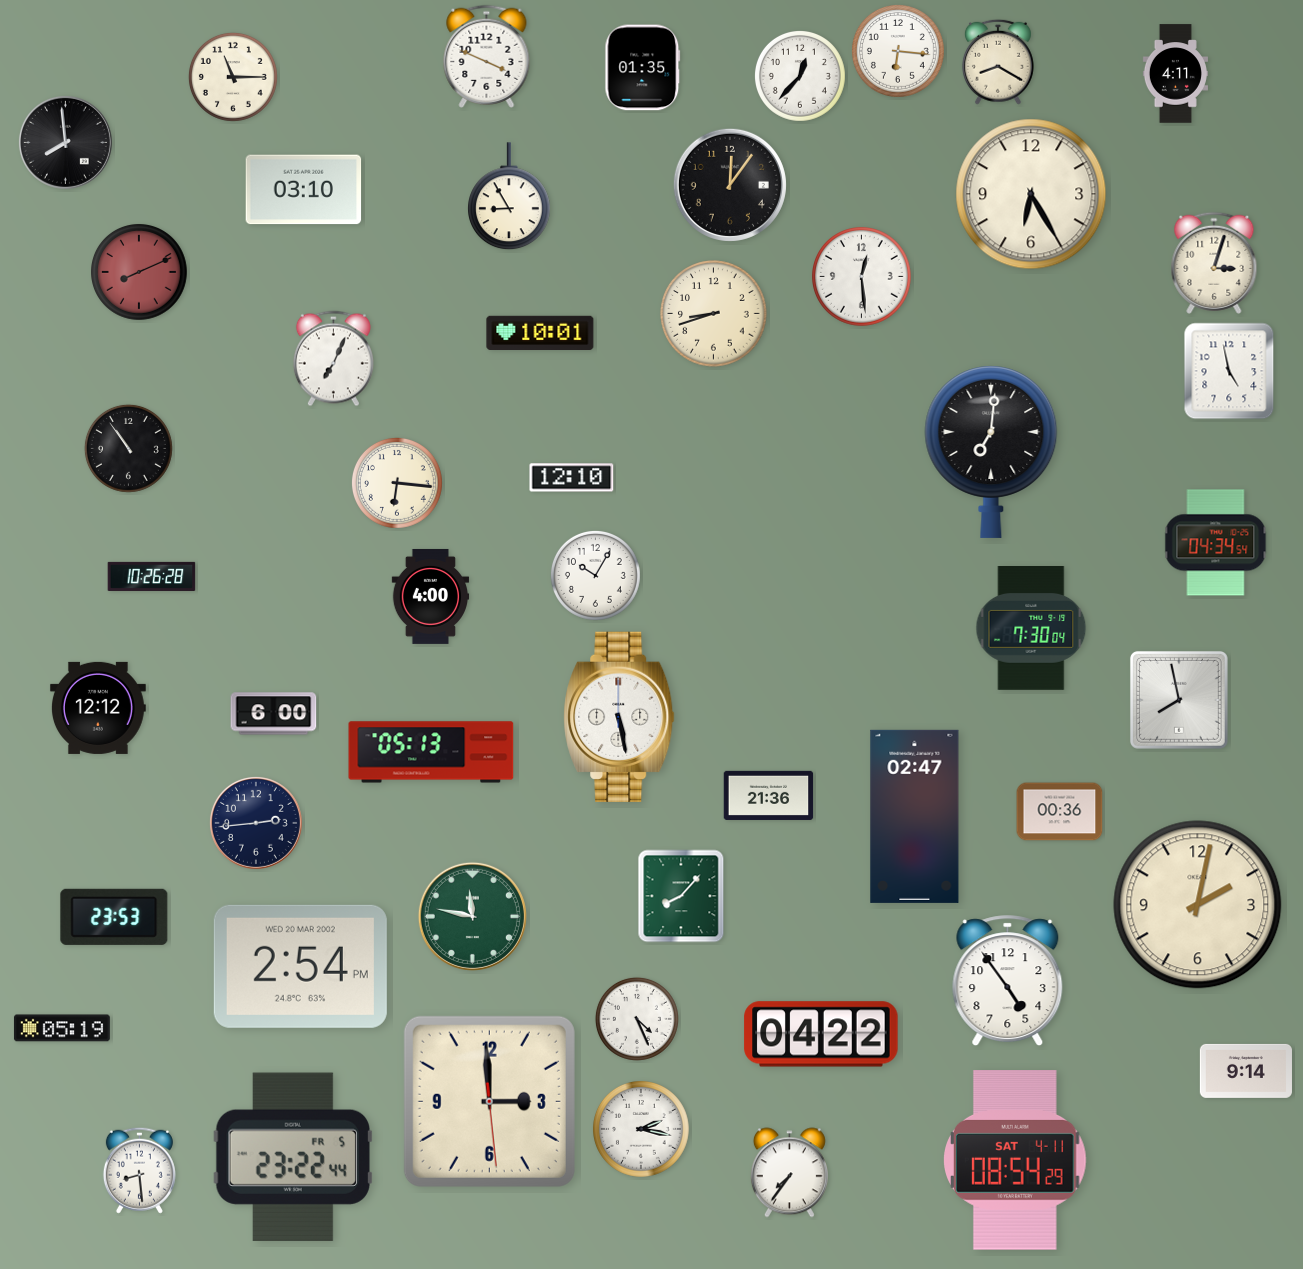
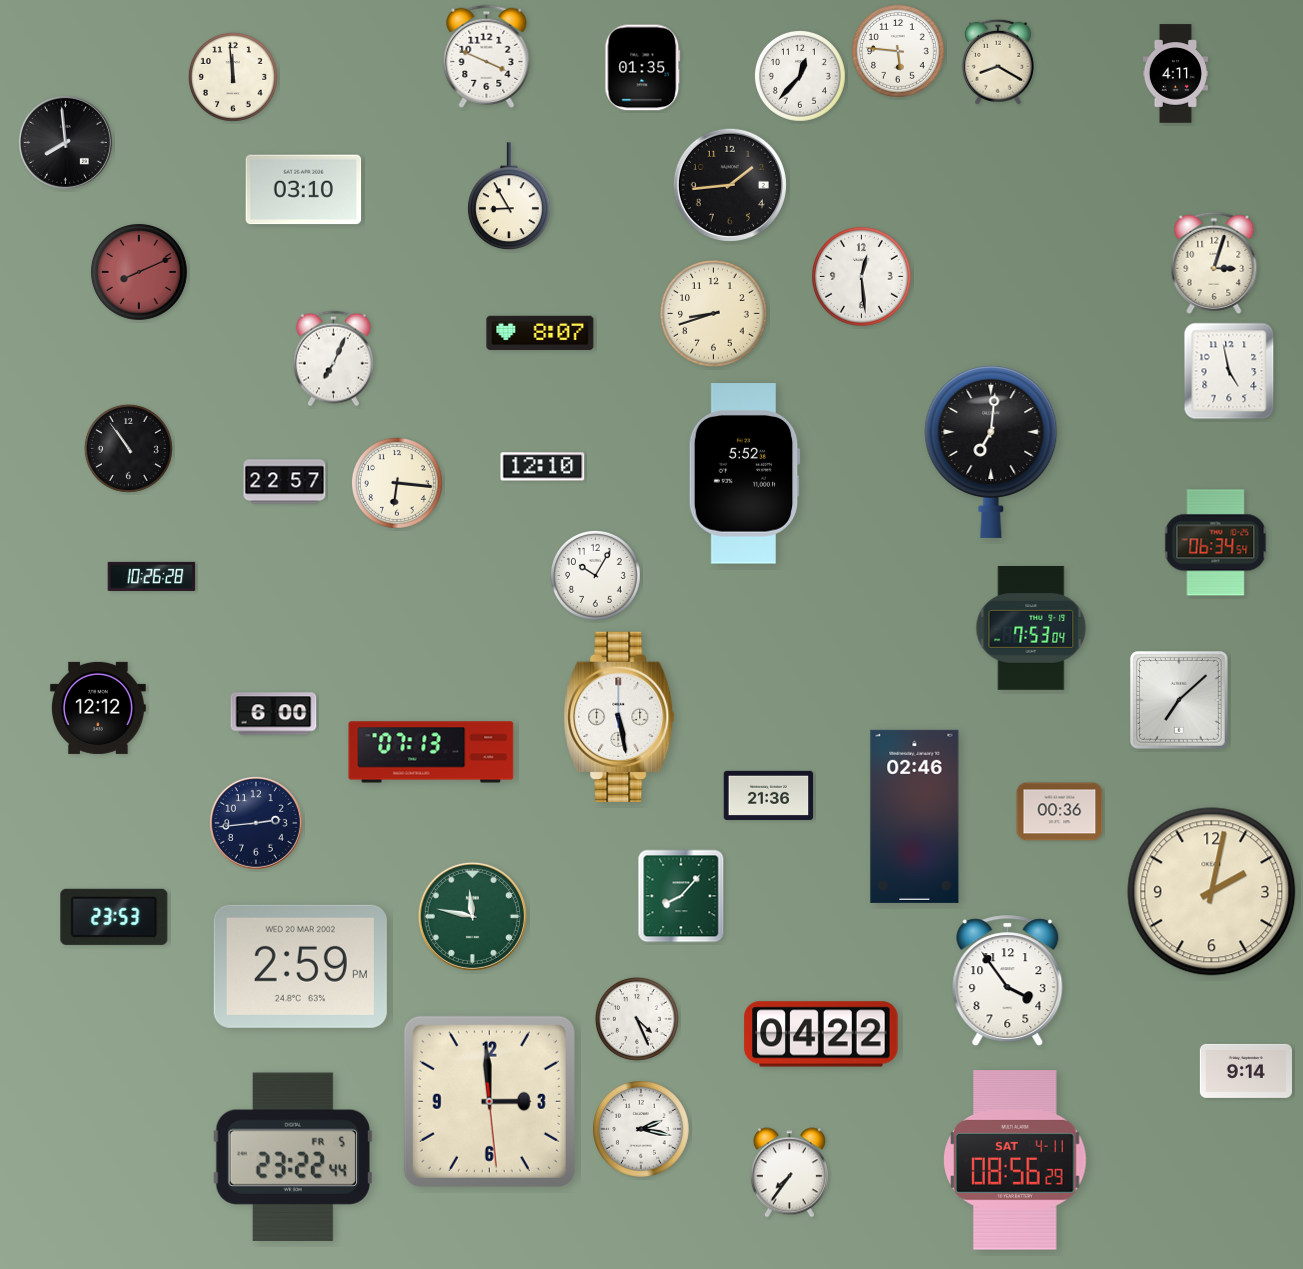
clock at (898, 51): 6:16 -> 5:46
clock at (233, 77): 11:15 -> 11:59
clock at (730, 185): 12:06 -> 1:44
clock at (1031, 194): 6:25 -> none
clock at (540, 332): 10:01 -> 8:07
clock at (744, 474): none -> 5:52
clock at (572, 478) position: (572, 478) -> (543, 467)
clock at (285, 482): none -> 22:57
clock at (1216, 543): 04:34 -> 06:34
clock at (431, 596): 4:00 -> none
clock at (1031, 629): 7:30 -> 7:53
clock at (1179, 700): 7:58 -> 7:08
clock at (431, 752): 05:13 -> 07:13
clock at (915, 816): 02:47 -> 02:46
clock at (1198, 905) position: (1198, 905) -> (1212, 892)
clock at (300, 966): 2:54 -> 2:59
clock at (1008, 981): 4:54 -> 3:54
clock at (62, 1028): 05:19 -> none
clock at (1016, 1160): 08:54 -> 08:56
clock at (139, 1170): 8:29 -> none
